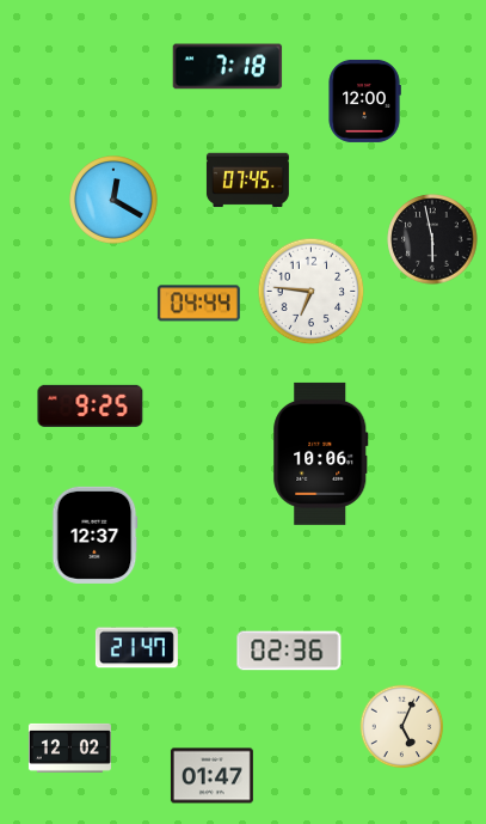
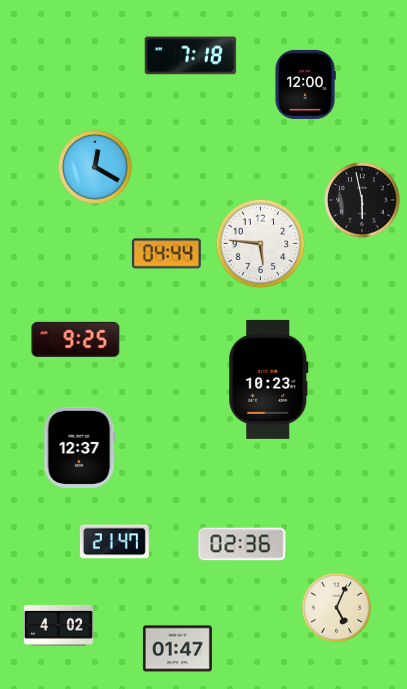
clock at (247, 181): 07:45 -> none
clock at (312, 292): 6:46 -> 5:46
clock at (321, 453): 10:06 -> 10:23
clock at (69, 747): 12:02 -> 4:02
